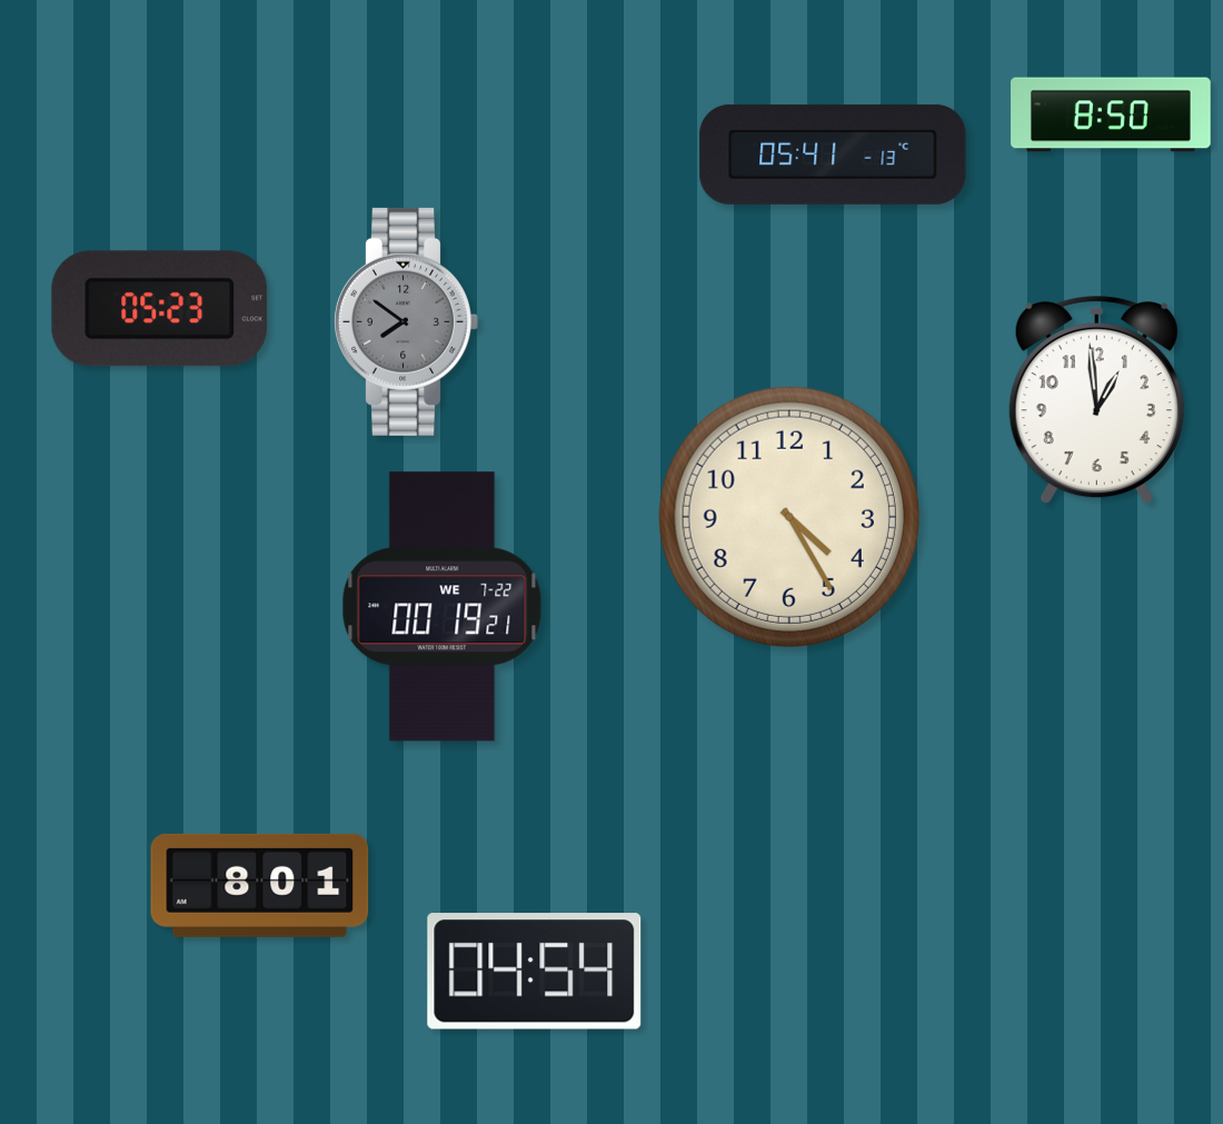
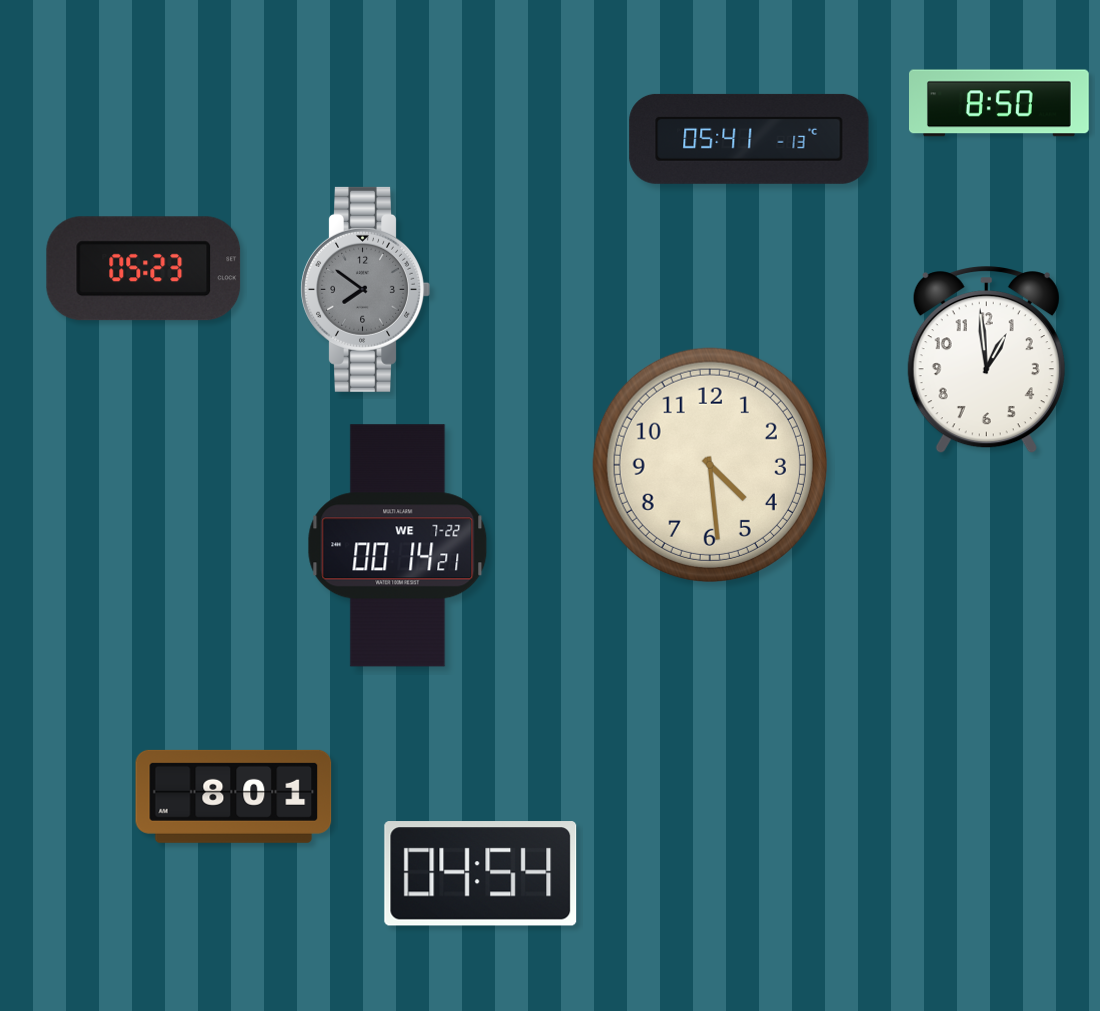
clock at (160, 309) position: (160, 309) -> (144, 269)
clock at (789, 517): 4:25 -> 4:29
clock at (443, 607): 00:19 -> 00:14
